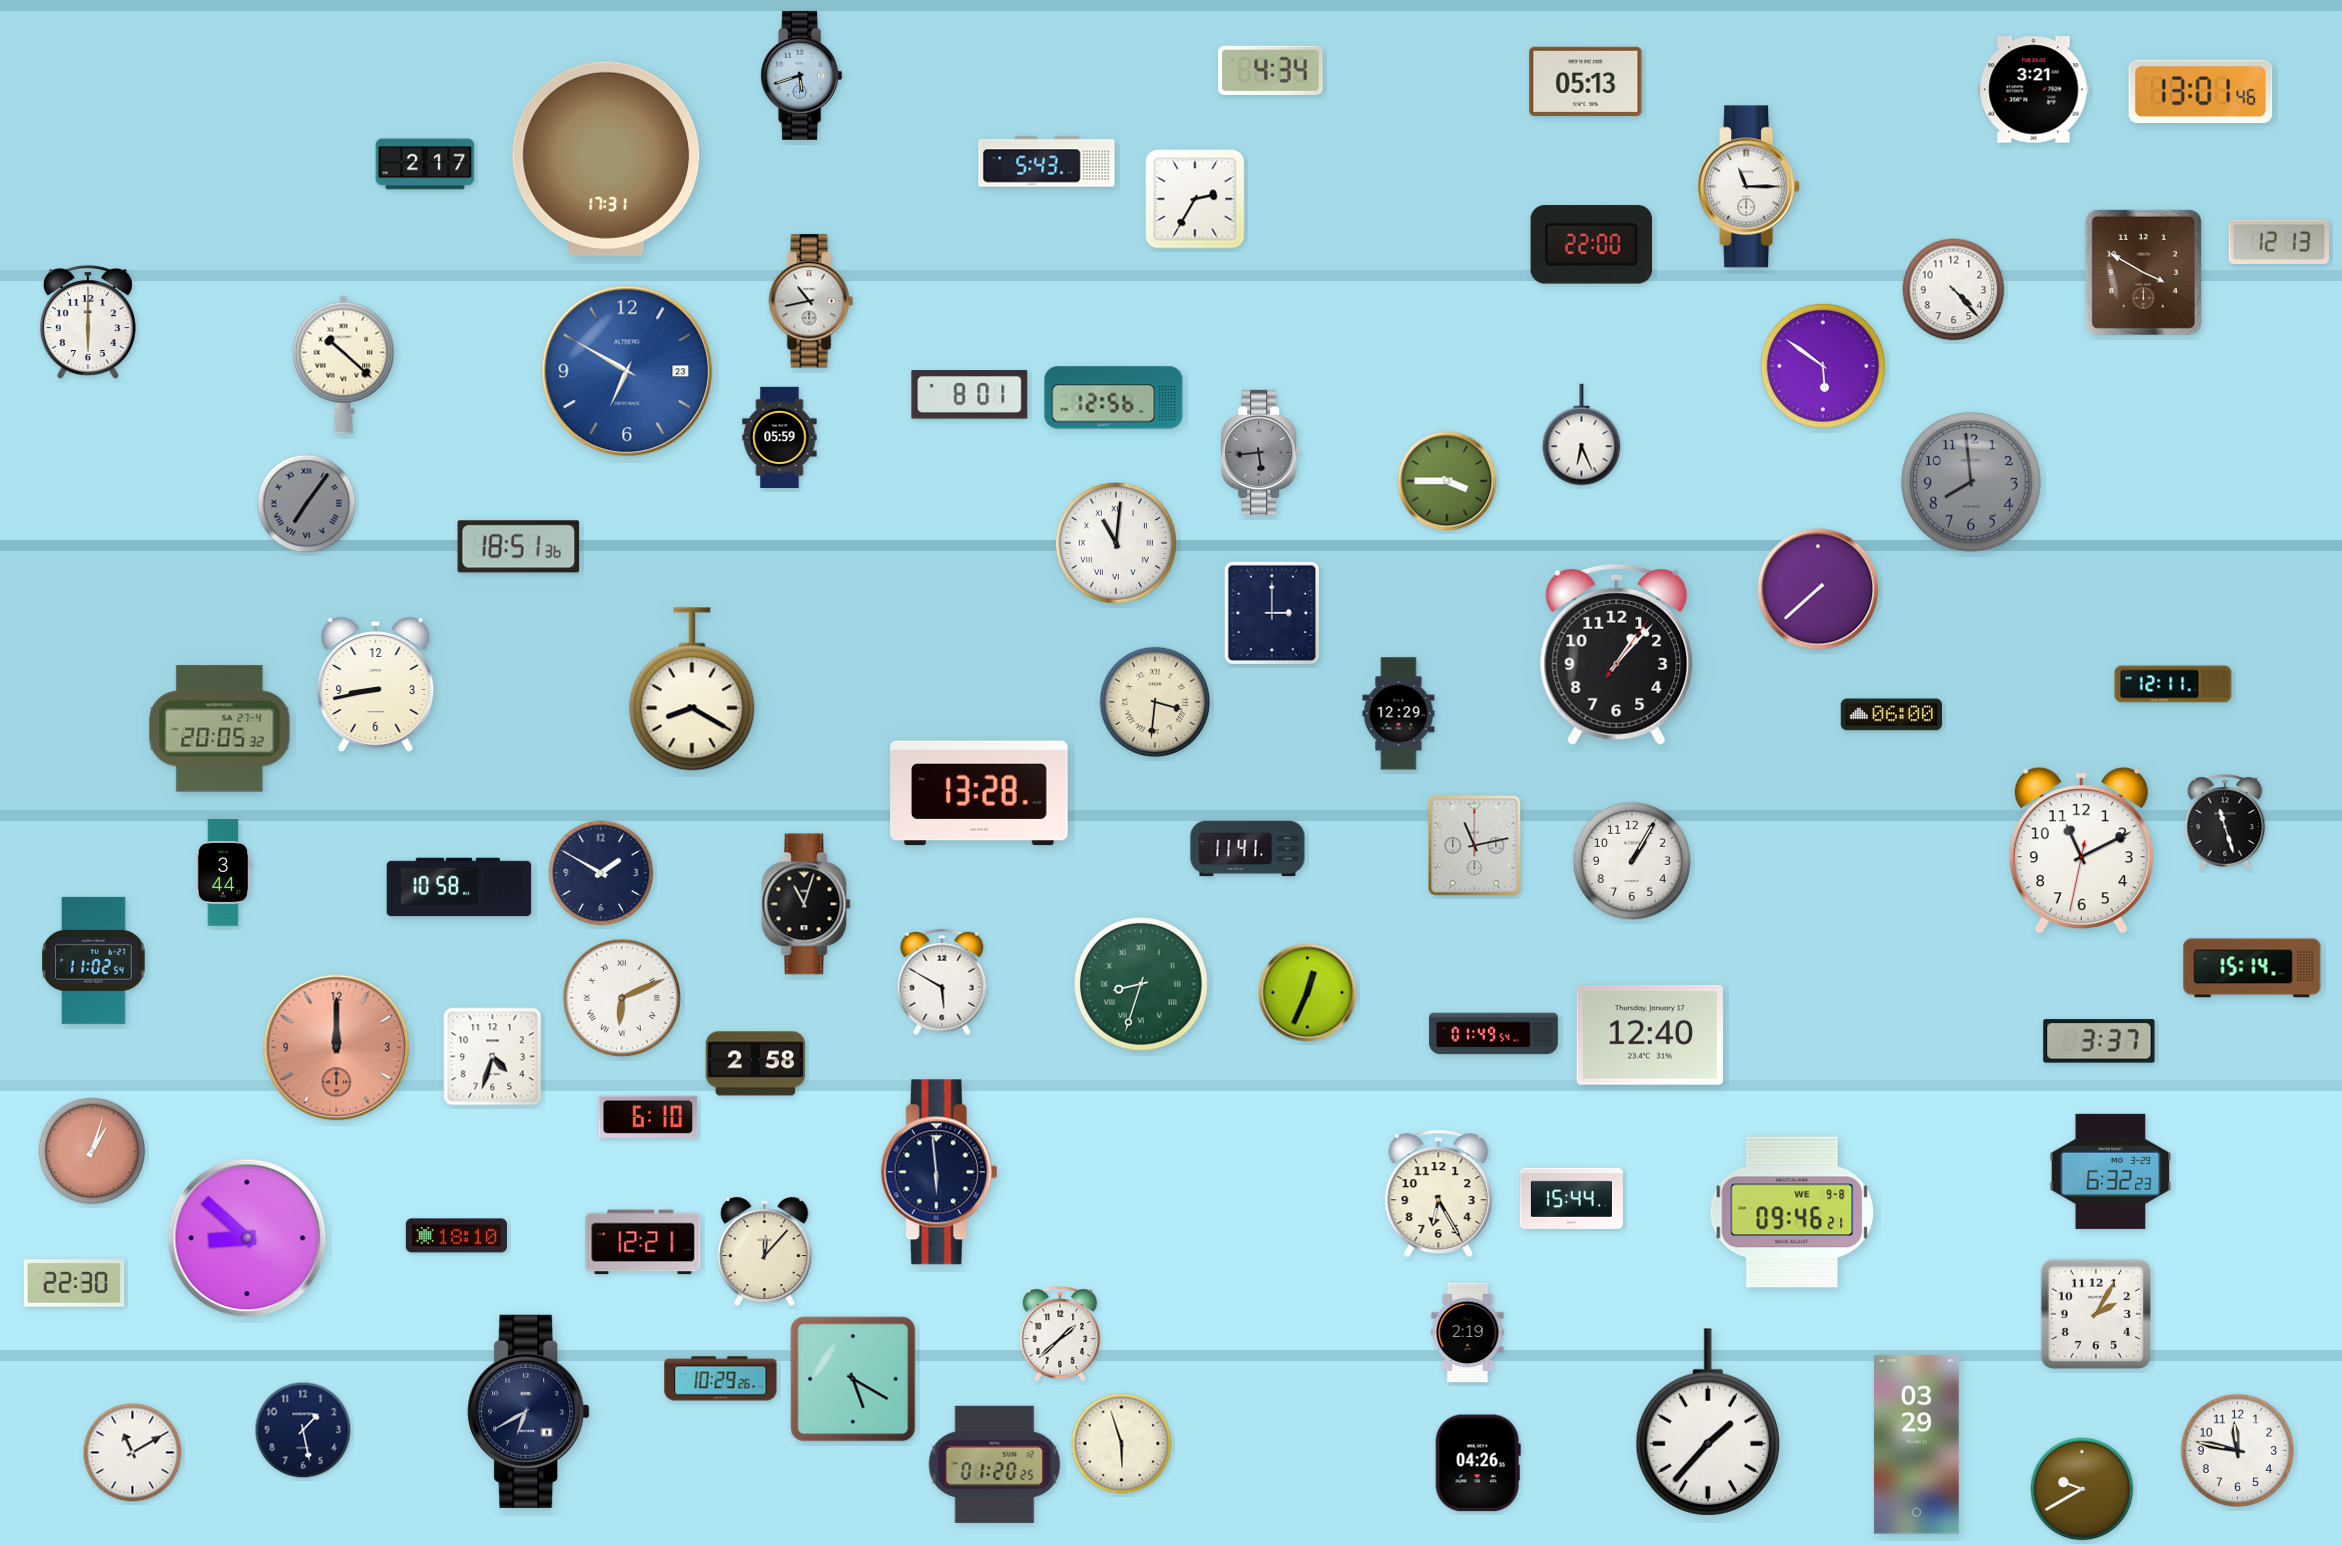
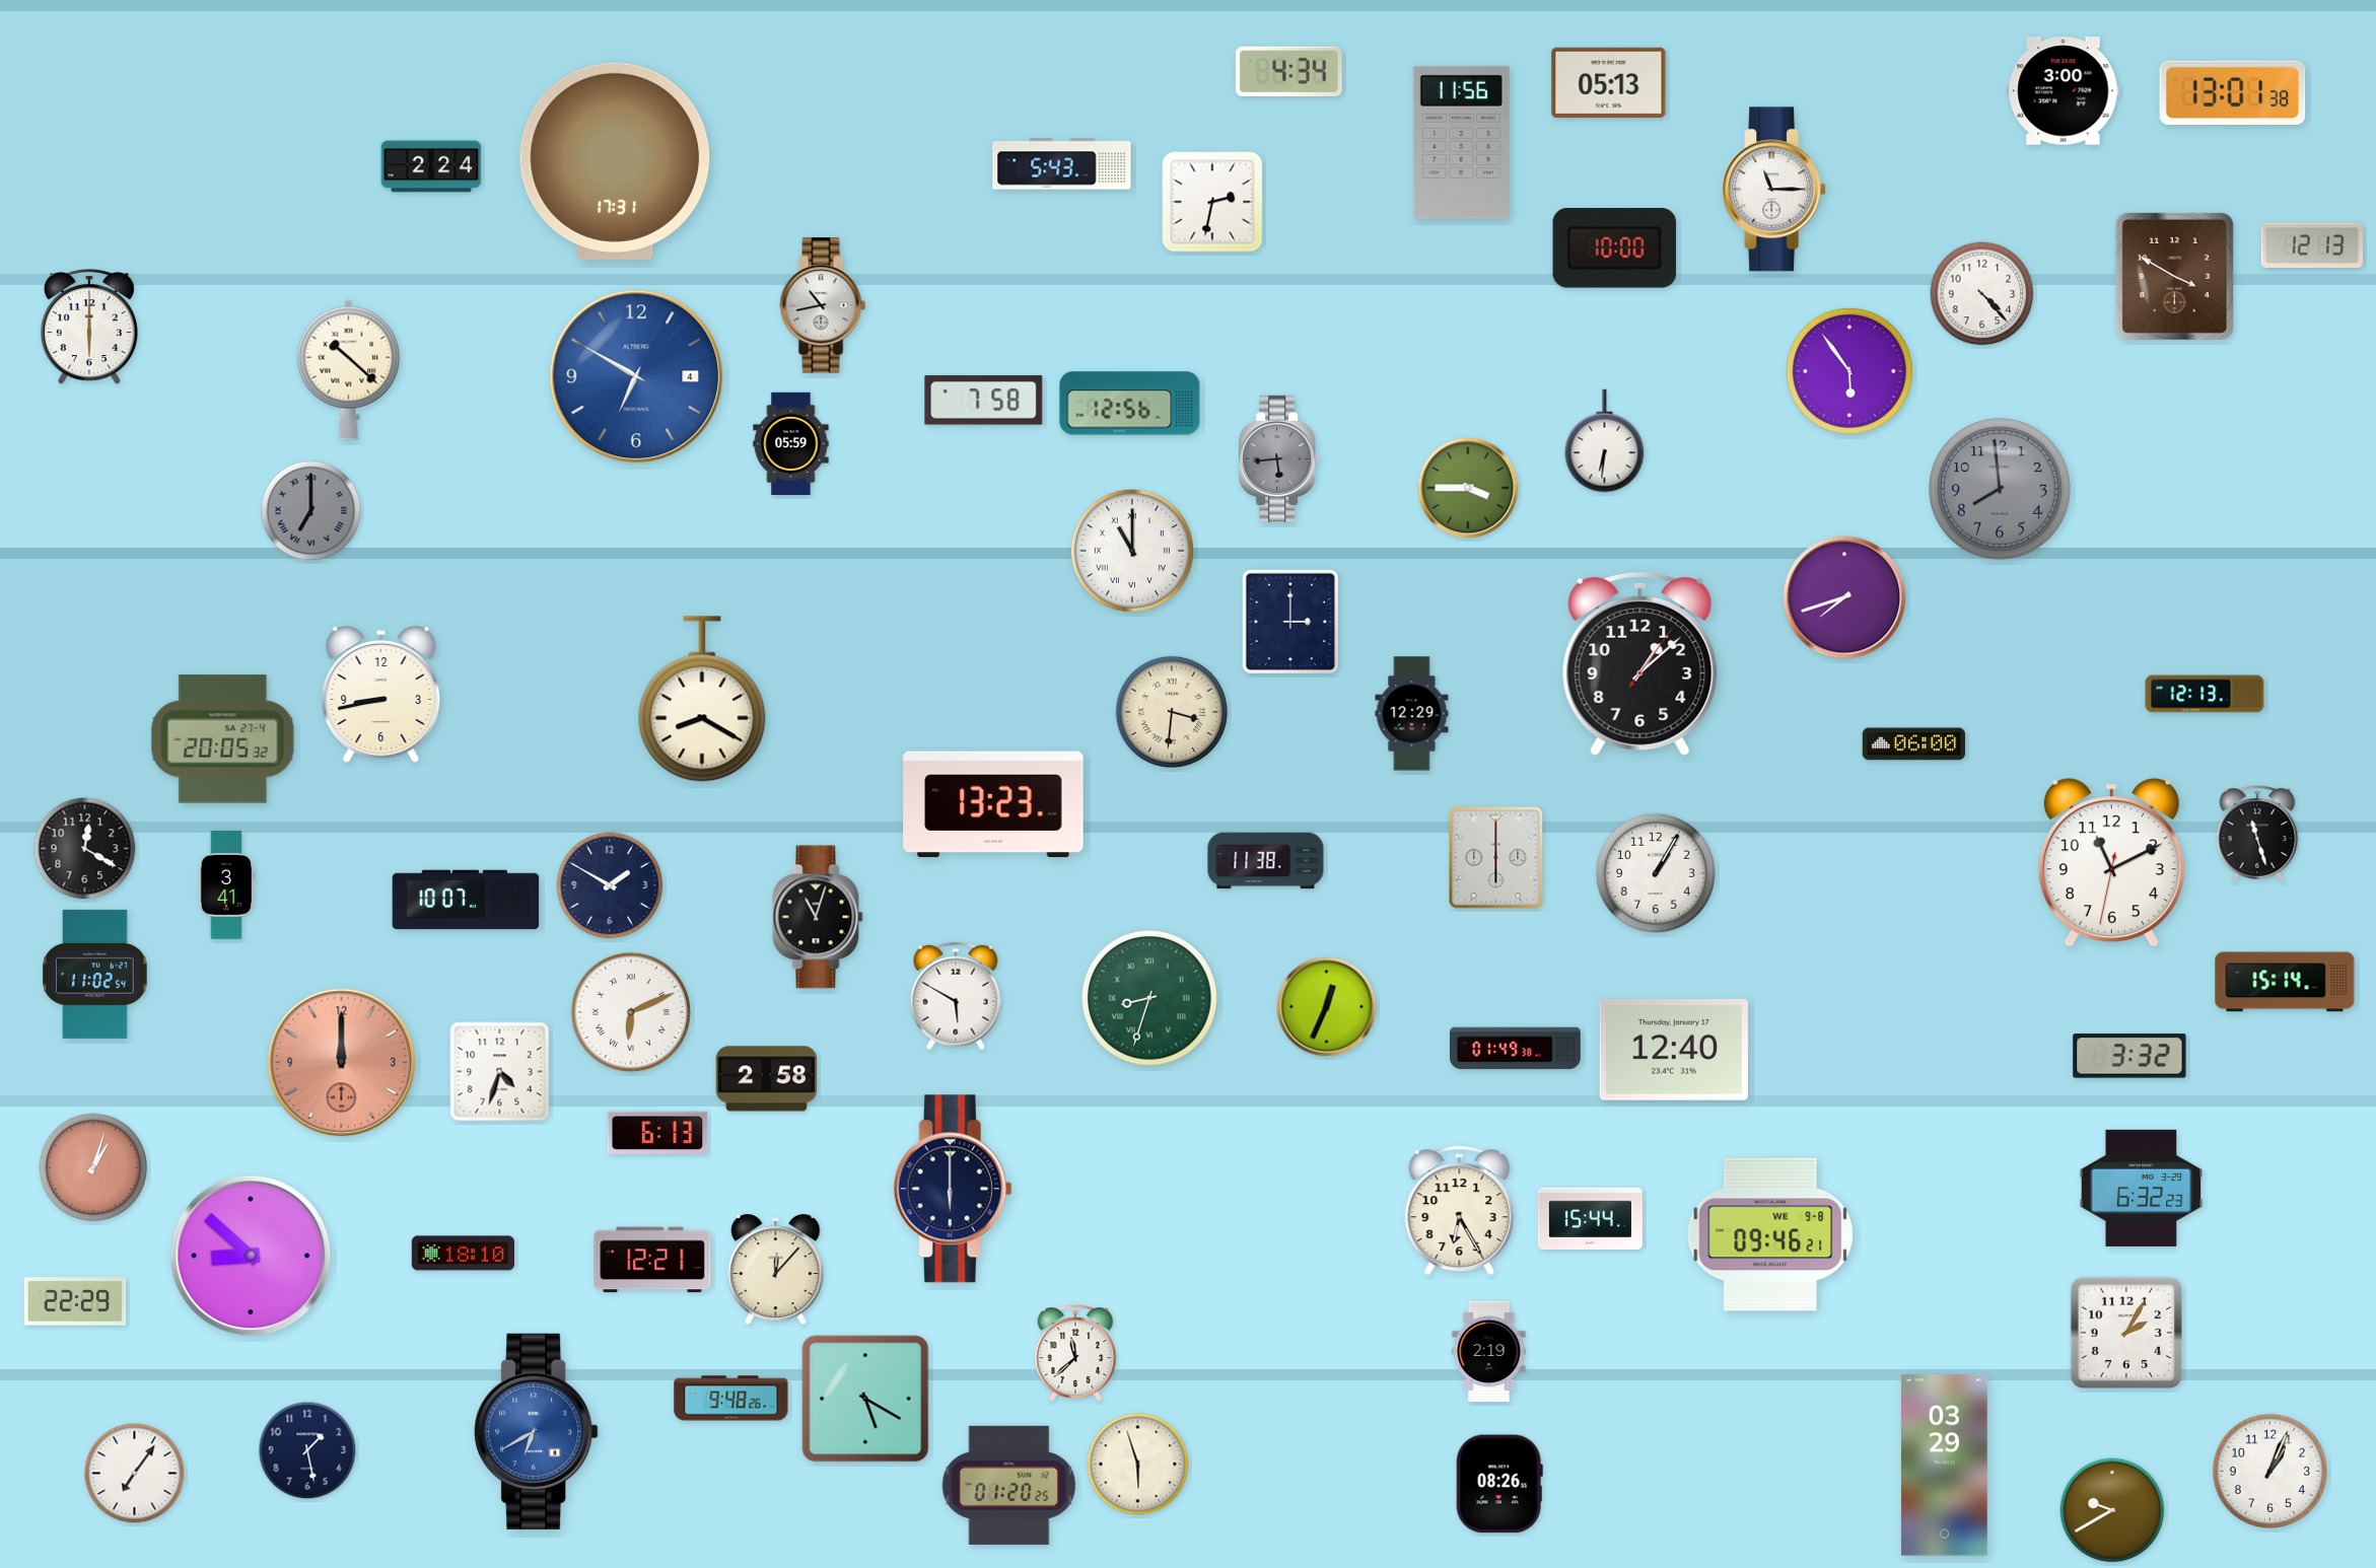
clock at (802, 75): 5:42 -> none
clock at (2034, 90): 3:21 -> 3:00
clock at (2201, 91): 13:01:46 -> 13:01:38
clock at (1461, 142): none -> 11:56
clock at (425, 164): 2:17 -> 2:24
clock at (1195, 199): 2:35 -> 2:32
clock at (1592, 245): 22:00 -> 10:00
clock at (1823, 366): 5:51 -> 5:54
clock at (627, 371) date: 23 -> 4
clock at (970, 395): 8:01 -> 7:58
clock at (1582, 435): 6:26 -> 6:31
clock at (307, 504): 7:06 -> 7:00
clock at (1116, 543): 11:01 -> 11:00
clock at (519, 547): 18:51 -> none
clock at (1818, 589): 7:38 -> 7:42
clock at (1617, 654): 1:07 -> 1:08
clock at (2173, 684): 12:11 -> 12:13
clock at (1399, 714) position: (1399, 714) -> (1412, 714)
clock at (1891, 715) position: (1891, 715) -> (1913, 744)
clock at (979, 793): 13:28 -> 13:23
clock at (85, 849): none -> 12:20
clock at (1475, 846): 11:13 -> 6:00
clock at (1248, 849): 11:41 -> 11:38
clock at (223, 873): 3:44 -> 3:41
clock at (459, 887): 10:58 -> 10:07
clock at (1142, 985) position: (1142, 985) -> (1150, 999)
clock at (1494, 1034): 01:49:54 -> 01:49:38
clock at (2099, 1041): 3:37 -> 3:32
clock at (648, 1117): 6:10 -> 6:13
clock at (939, 1172): 5:59 -> 6:00
clock at (1571, 1198) position: (1571, 1198) -> (1590, 1218)
clock at (1792, 1212) position: (1792, 1212) -> (1770, 1234)
clock at (74, 1283): 22:30 -> 22:29
clock at (1060, 1334): 1:38 -> 11:38
clock at (721, 1379): 10:29 -> 9:48
clock at (529, 1411) dial: navy -> blue
clock at (1708, 1422): 1:37 -> none
clock at (2237, 1450): 11:47 -> 1:04
clock at (133, 1453): 11:10 -> 7:06
clock at (1478, 1463): 04:26 -> 08:26
